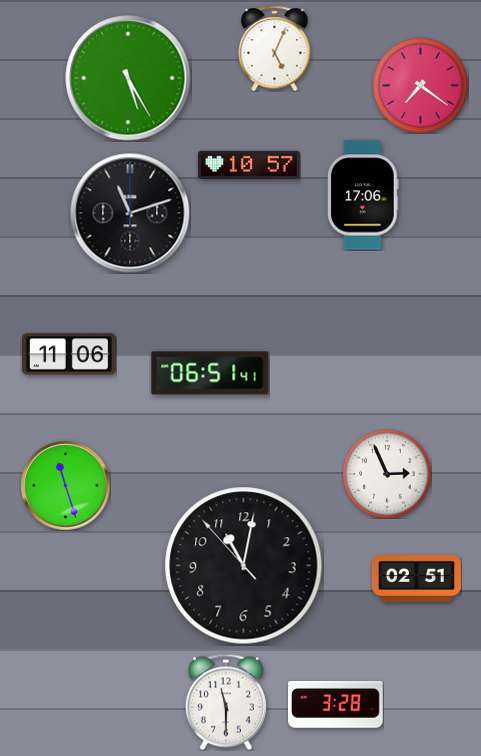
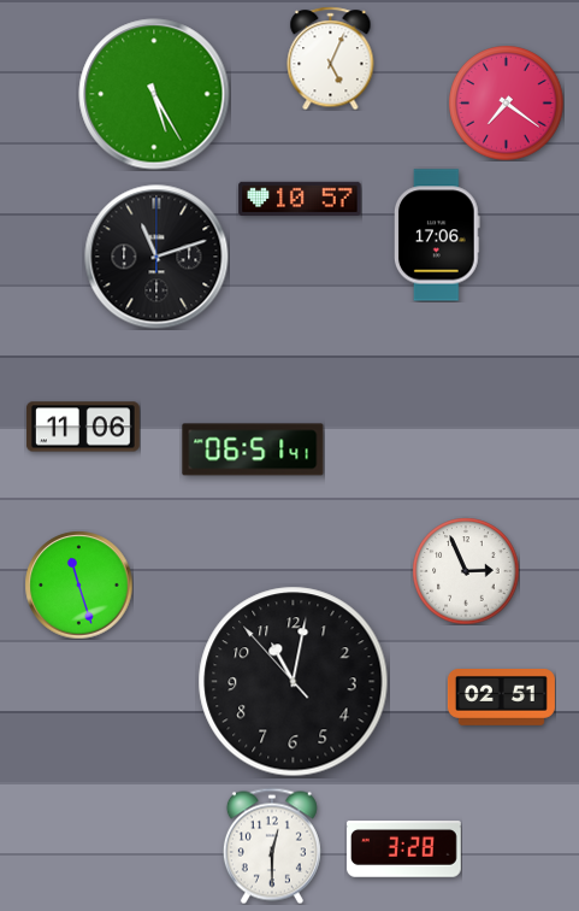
clock at (226, 702): 11:30 -> 12:30
